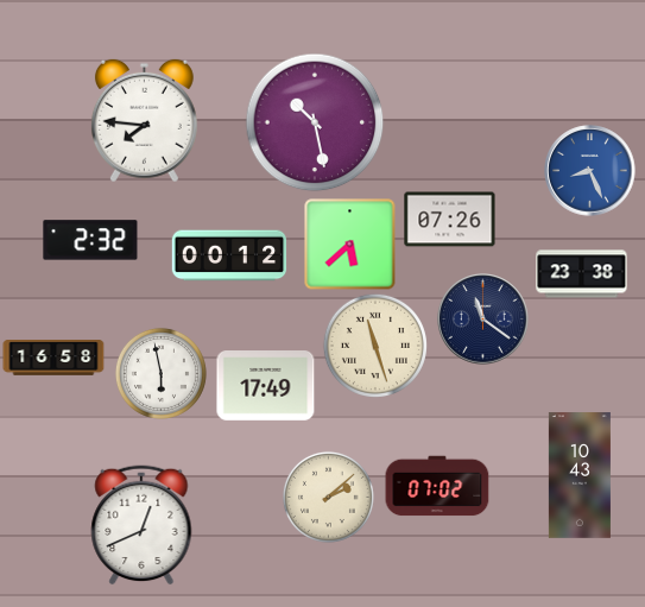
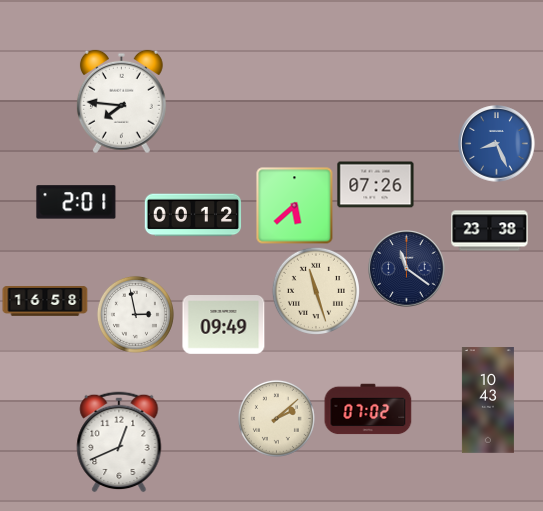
clock at (315, 122): 10:28 -> none
clock at (450, 220) position: (450, 220) -> (376, 185)
clock at (90, 240): 2:32 -> 2:01
clock at (160, 373): 5:58 -> 2:58
clock at (266, 386): 17:49 -> 09:49
